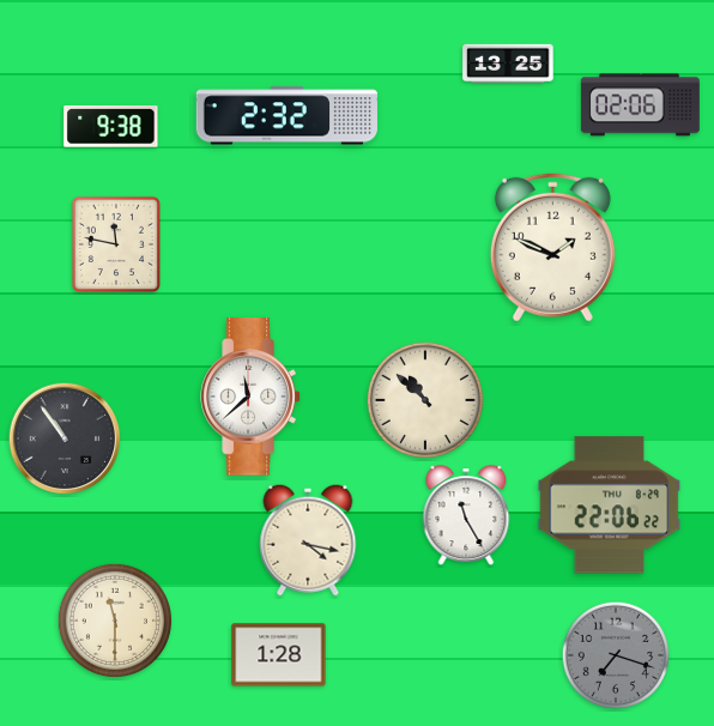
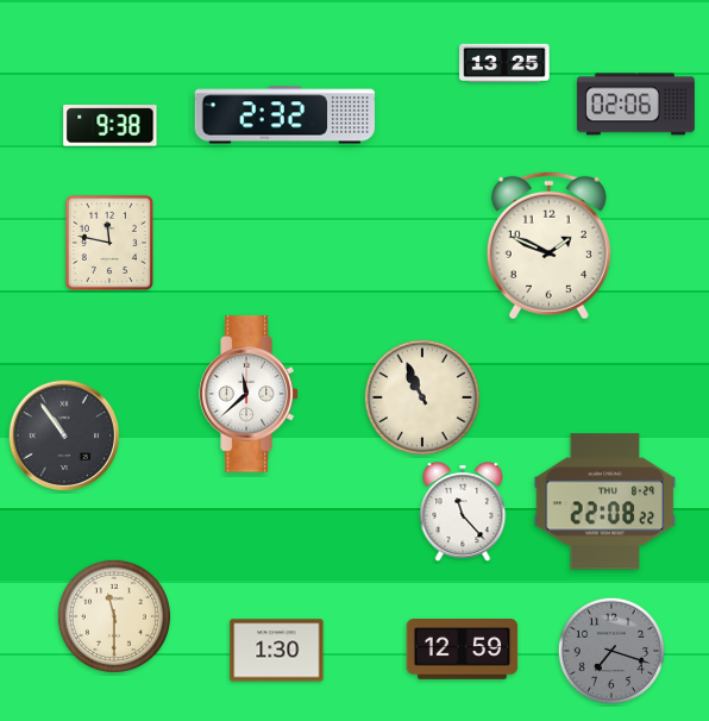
clock at (116, 244) position: (116, 244) -> (109, 243)
clock at (425, 400): 10:52 -> 10:56
clock at (610, 506): 22:06 -> 22:08
clock at (466, 515): 11:25 -> 11:23
clock at (308, 540): 4:17 -> none
clock at (463, 650): none -> 12:59
clock at (279, 655): 1:28 -> 1:30
